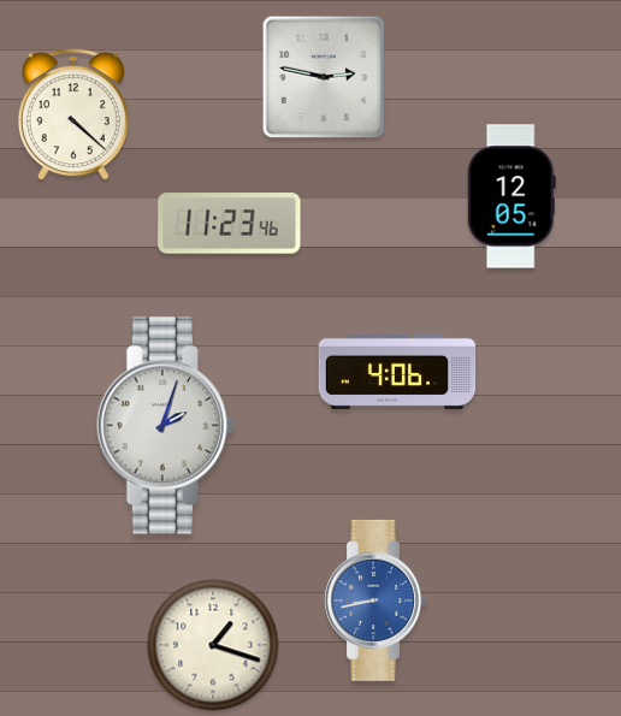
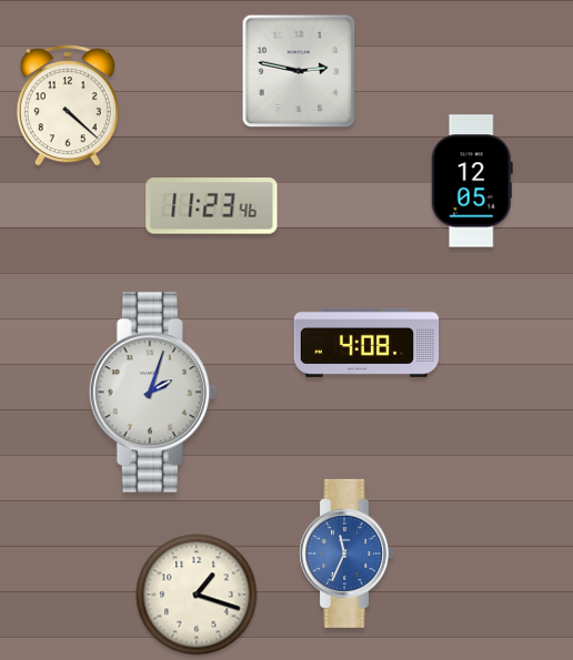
clock at (397, 372): 4:06 -> 4:08
clock at (375, 600): 8:43 -> 11:34
